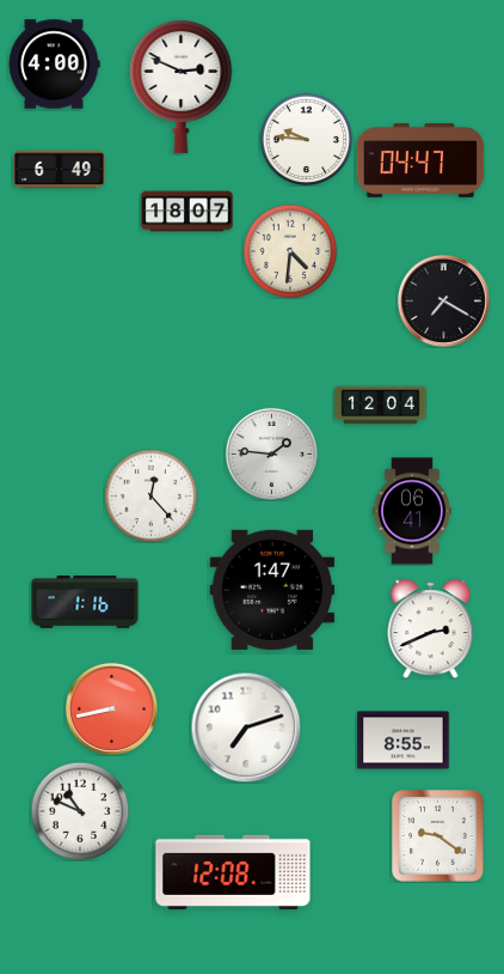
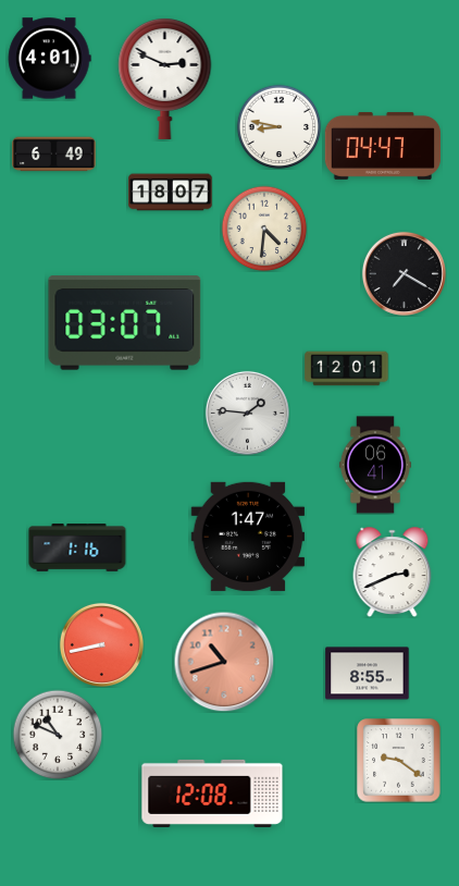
clock at (54, 65): 4:00 -> 4:01
clock at (306, 139): 9:46 -> 8:47
clock at (125, 323): none -> 03:07
clock at (381, 406): 12:04 -> 12:01
clock at (150, 495): 12:23 -> none
clock at (246, 728): 7:12 -> 10:42
clock at (246, 728) dial: white -> salmon
clock at (80, 811) position: (80, 811) -> (58, 735)
